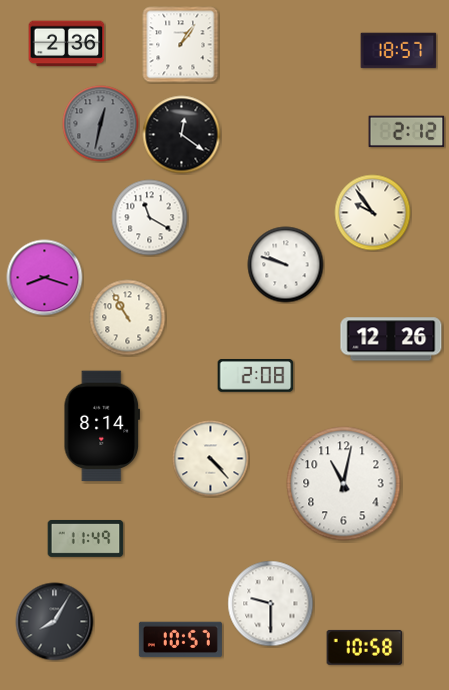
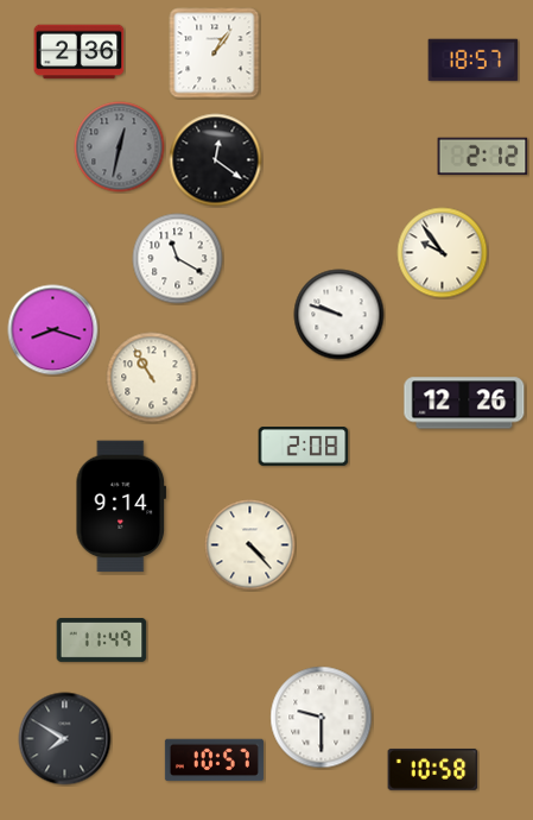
clock at (101, 426): 8:14 -> 9:14
clock at (344, 484): 11:02 -> none
clock at (55, 622): 8:05 -> 7:50
